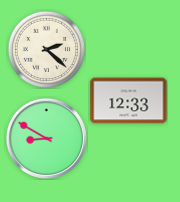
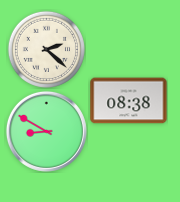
clock at (129, 101): 12:33 -> 08:38
clock at (46, 138) position: (46, 138) -> (46, 131)
